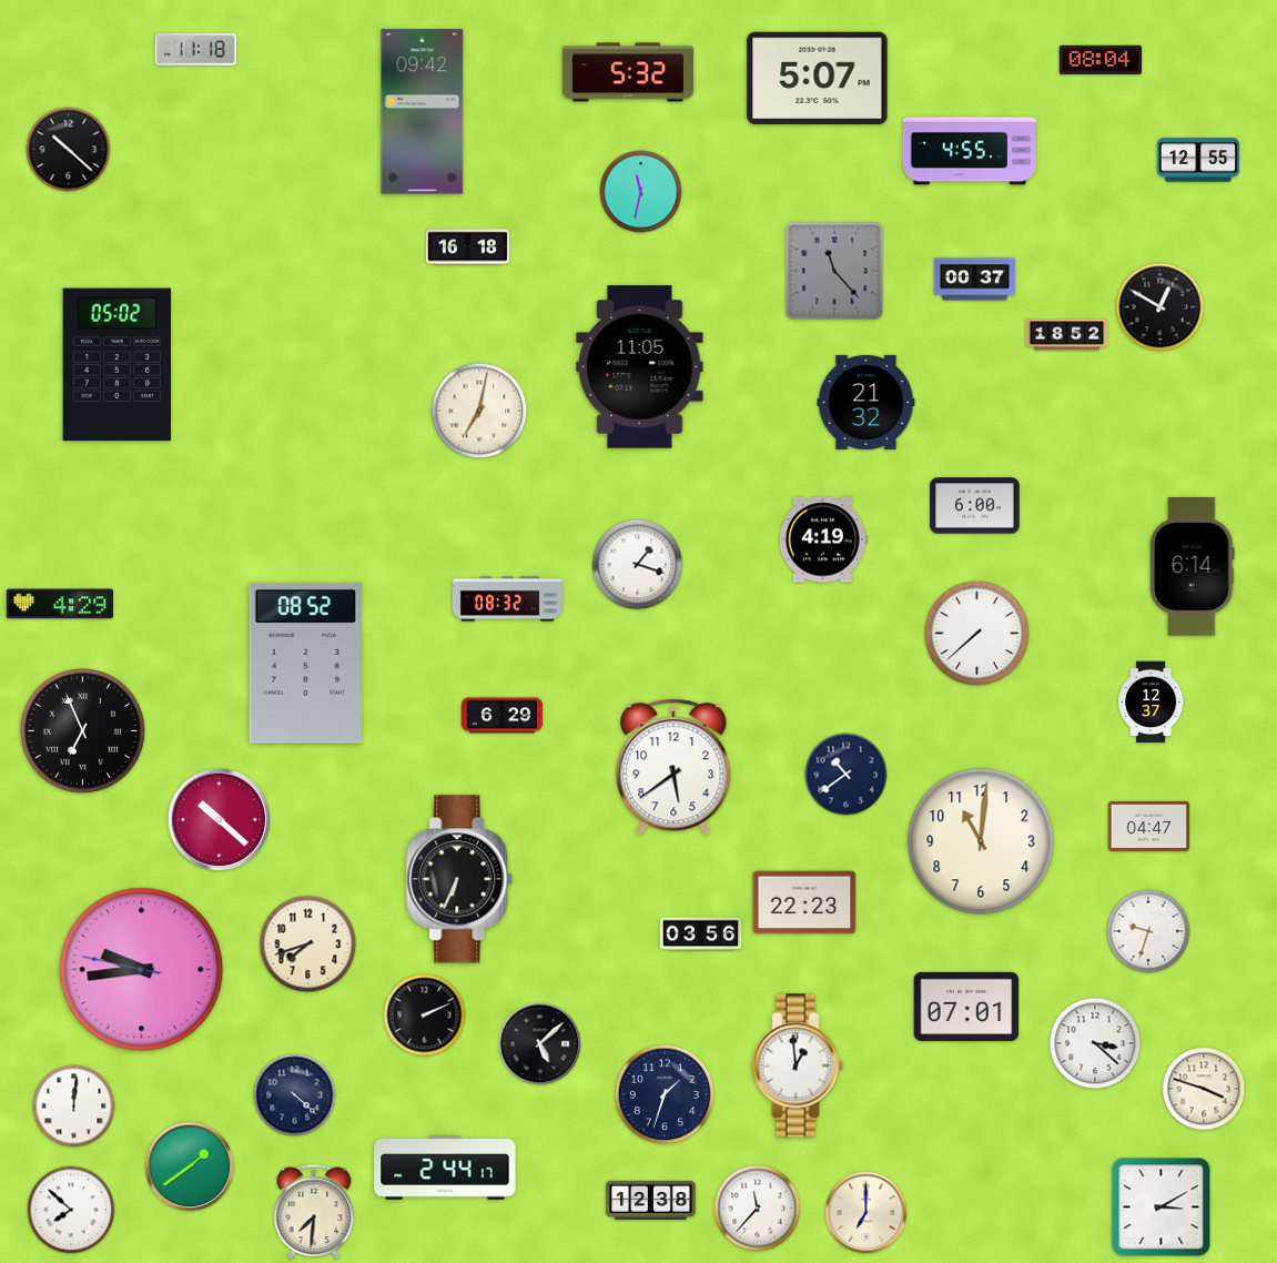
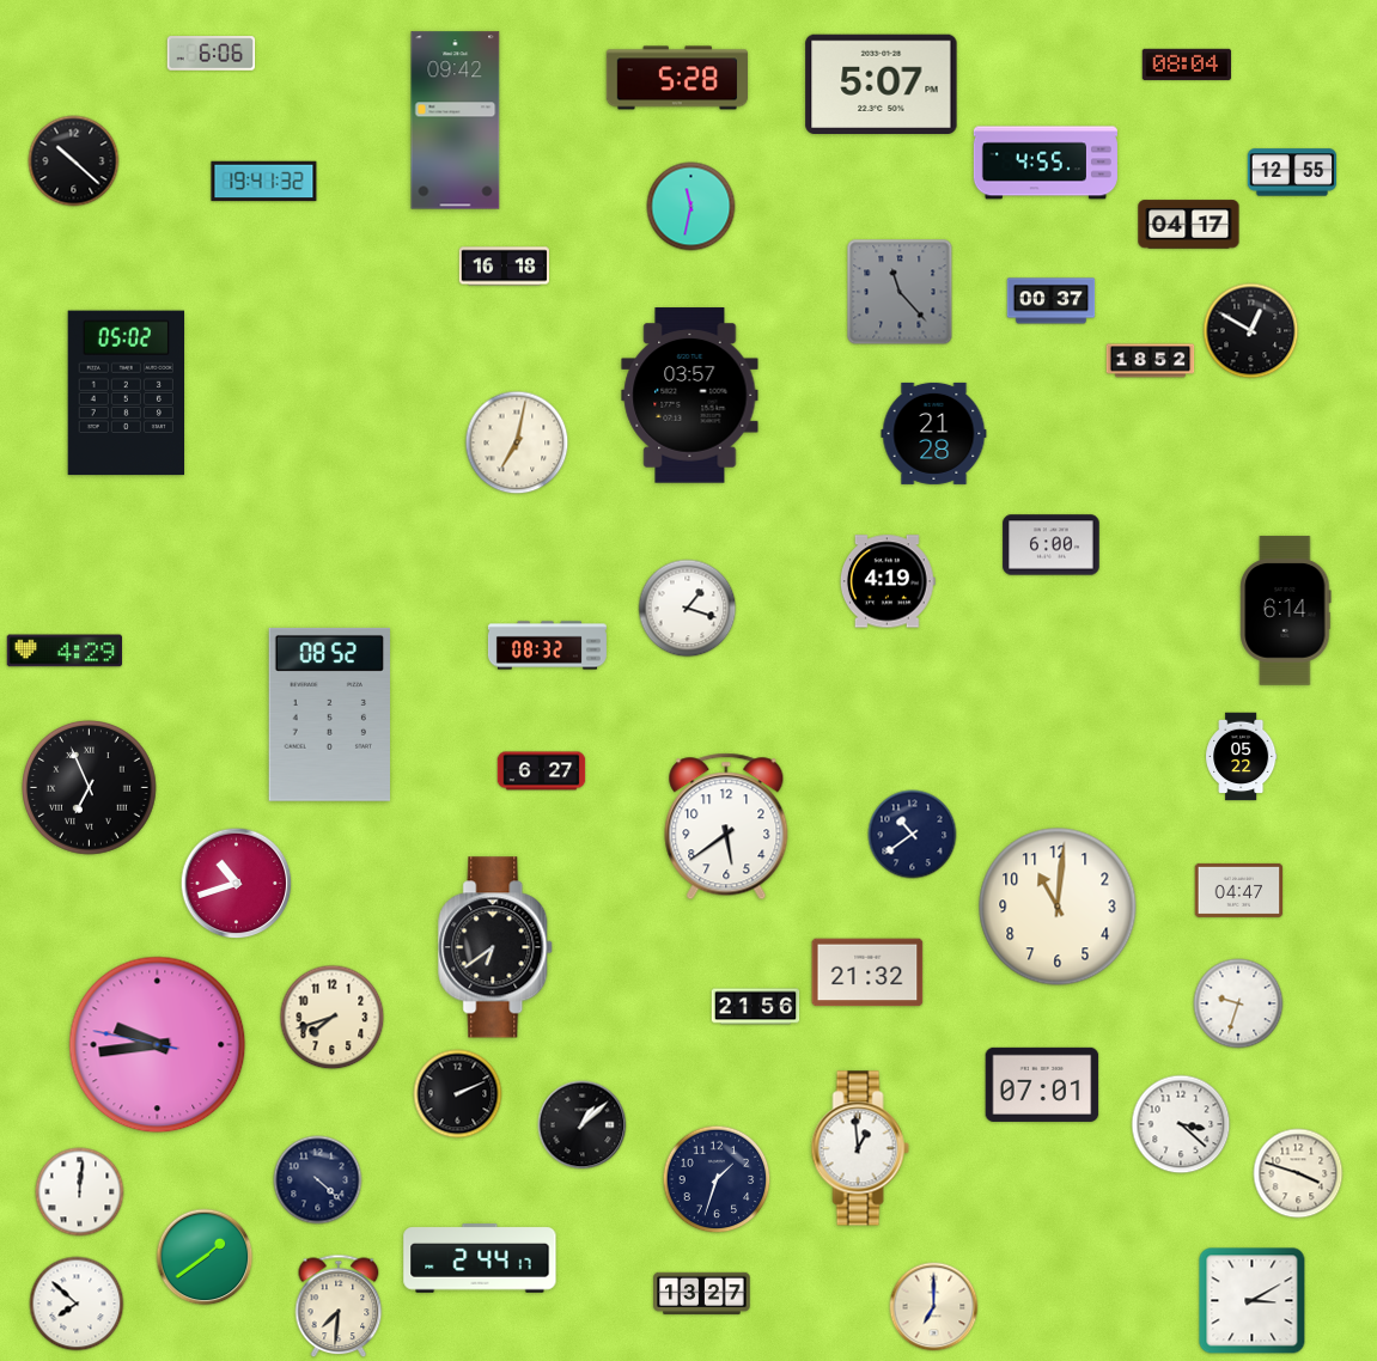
clock at (196, 50): 11:18 -> 6:06
clock at (627, 72): 5:32 -> 5:28
clock at (264, 182): none -> 19:41
clock at (1189, 225): none -> 04:17
clock at (640, 367): 11:05 -> 03:57
clock at (866, 402): 21:32 -> 21:28
clock at (977, 634): 7:38 -> none
clock at (1152, 703): 12:37 -> 05:22
clock at (503, 716): 6:29 -> 6:27
clock at (220, 820): 10:22 -> 10:42
clock at (460, 879): 6:34 -> 6:39
clock at (804, 902): 22:23 -> 21:32
clock at (701, 934): 03:56 -> 21:56
clock at (142, 970) position: (142, 970) -> (158, 1045)
clock at (540, 1044): 5:08 -> 1:08
clock at (651, 1200): 12:38 -> 13:27
clock at (758, 1209): 11:37 -> none
